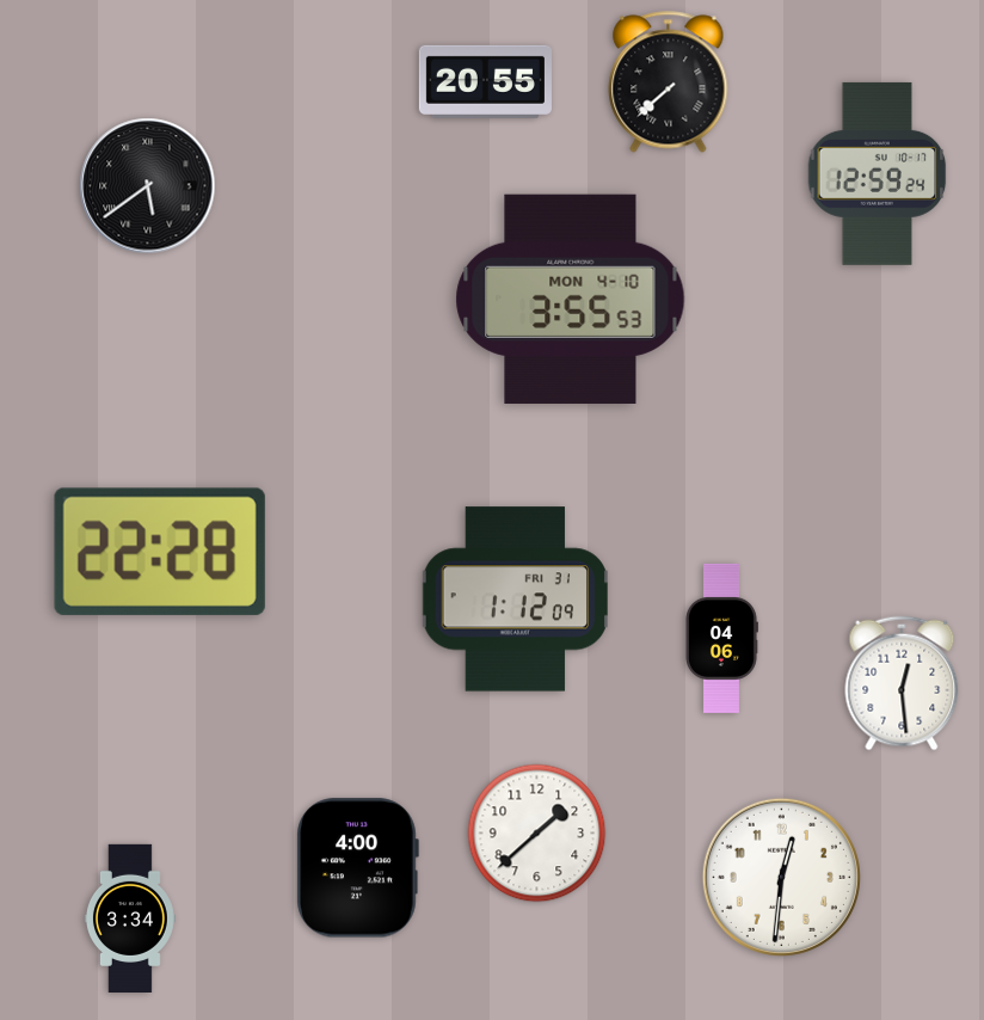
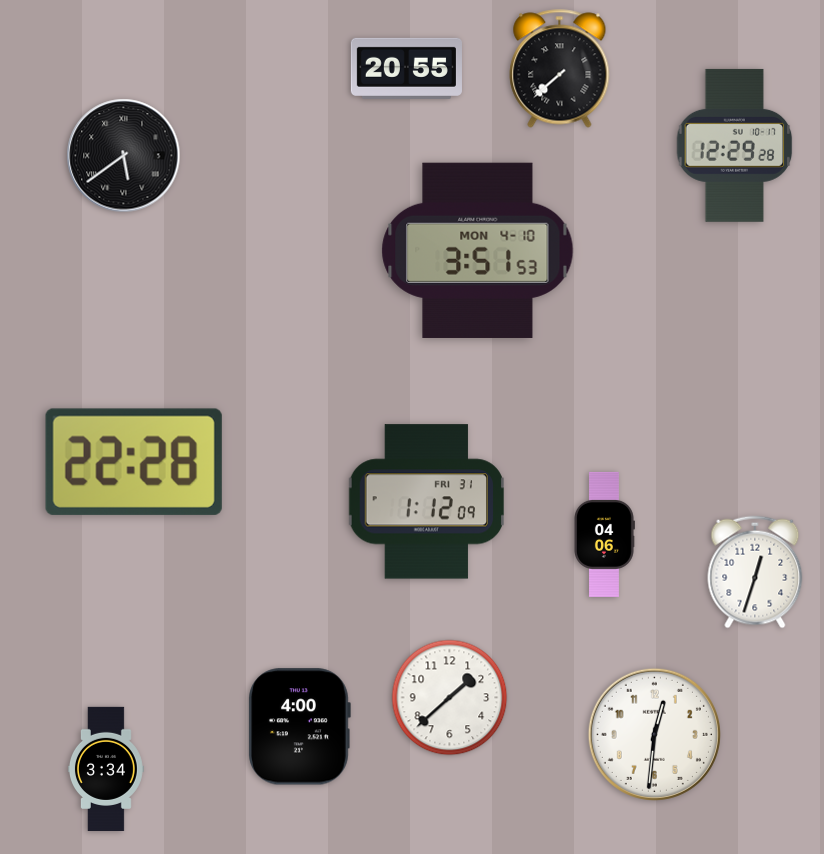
clock at (878, 173): 12:59 -> 12:29
clock at (571, 299): 3:55 -> 3:51
clock at (516, 600) position: (516, 600) -> (427, 502)
clock at (902, 683): 12:29 -> 12:33
clock at (130, 917) position: (130, 917) -> (106, 768)
